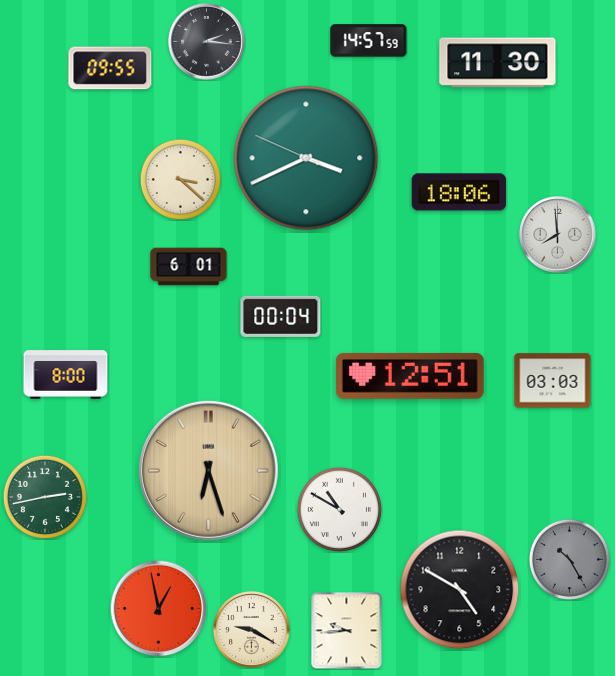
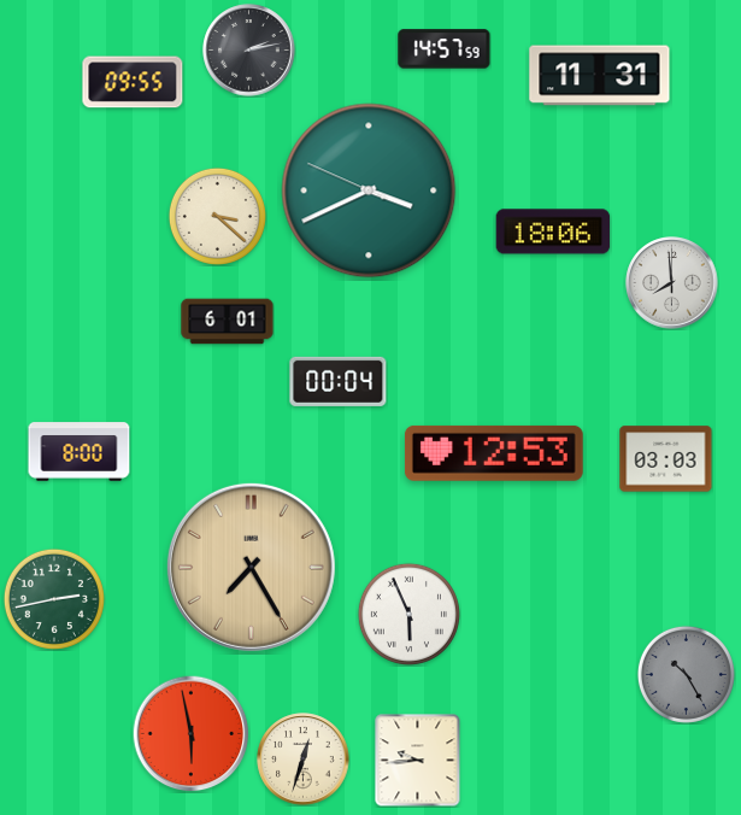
clock at (207, 42): 2:16 -> 2:13
clock at (498, 63): 11:30 -> 11:31
clock at (410, 376): 12:51 -> 12:53
clock at (208, 470): 6:27 -> 7:25
clock at (339, 509): 10:50 -> 5:56
clock at (460, 590): 4:50 -> none
clock at (159, 609): 12:58 -> 5:58
clock at (252, 630): 9:20 -> 12:33
